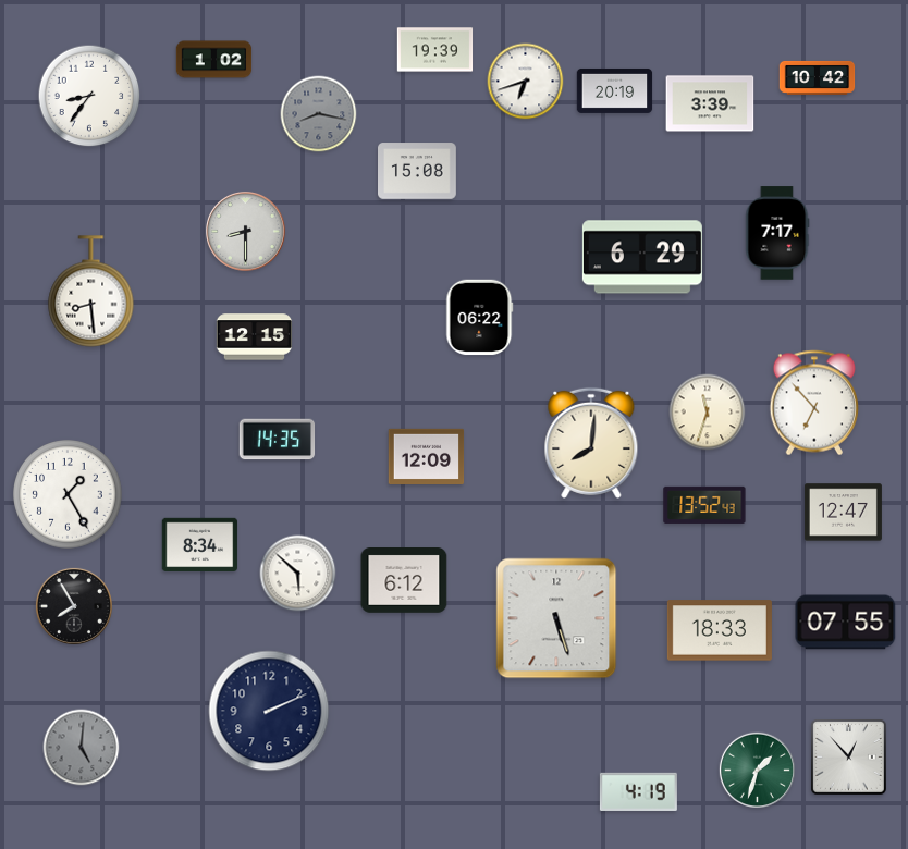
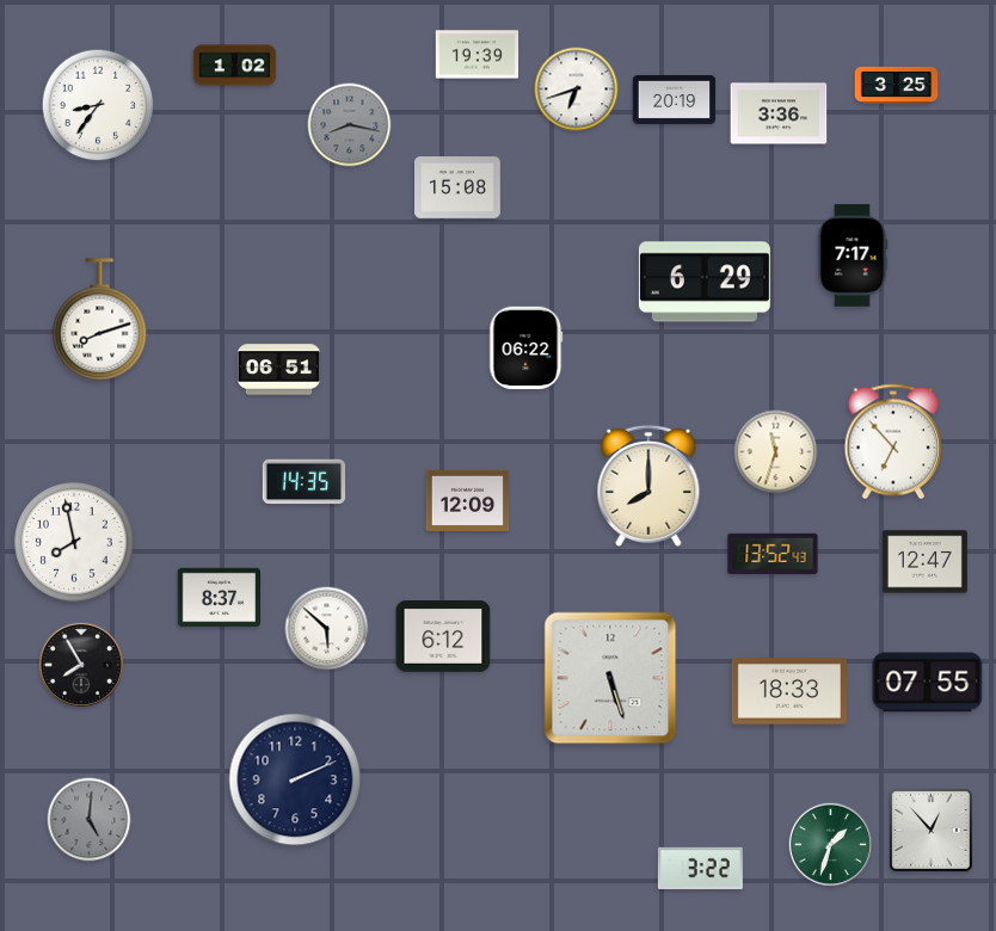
clock at (818, 77): 10:42 -> 3:25
clock at (710, 103): 3:39 -> 3:36
clock at (246, 232): 8:30 -> none
clock at (91, 292): 8:29 -> 8:12
clock at (255, 337): 12:15 -> 06:51
clock at (591, 443): 8:01 -> 8:00
clock at (68, 494): 1:25 -> 7:58
clock at (200, 544): 8:34 -> 8:37
clock at (638, 791): 4:19 -> 3:22
